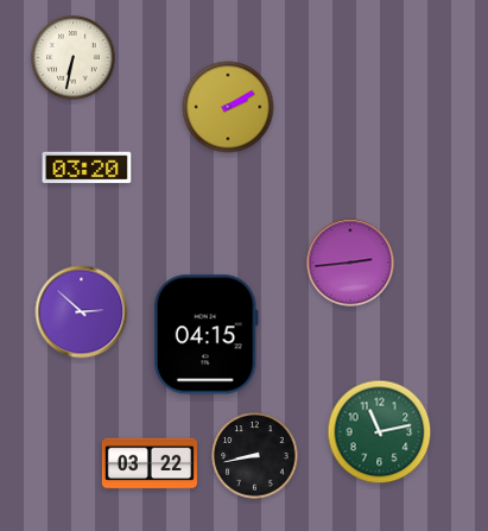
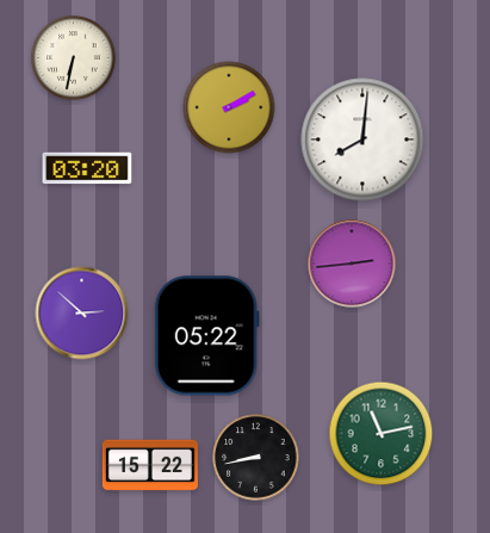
clock at (362, 140): none -> 8:01
clock at (205, 335): 04:15 -> 05:22
clock at (150, 463): 03:22 -> 15:22
